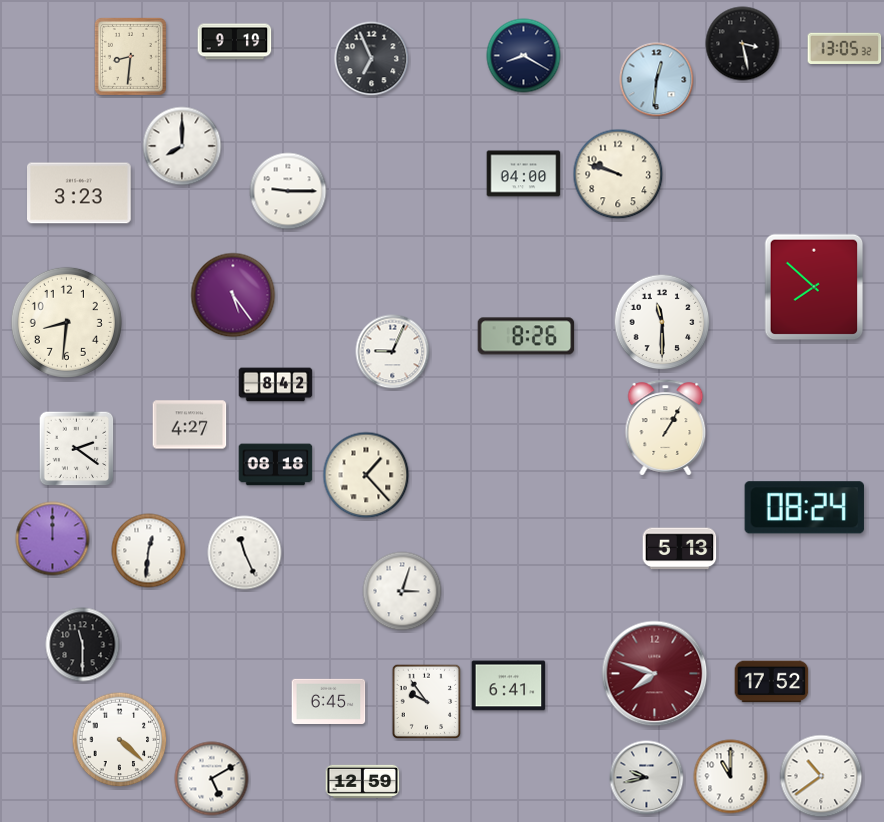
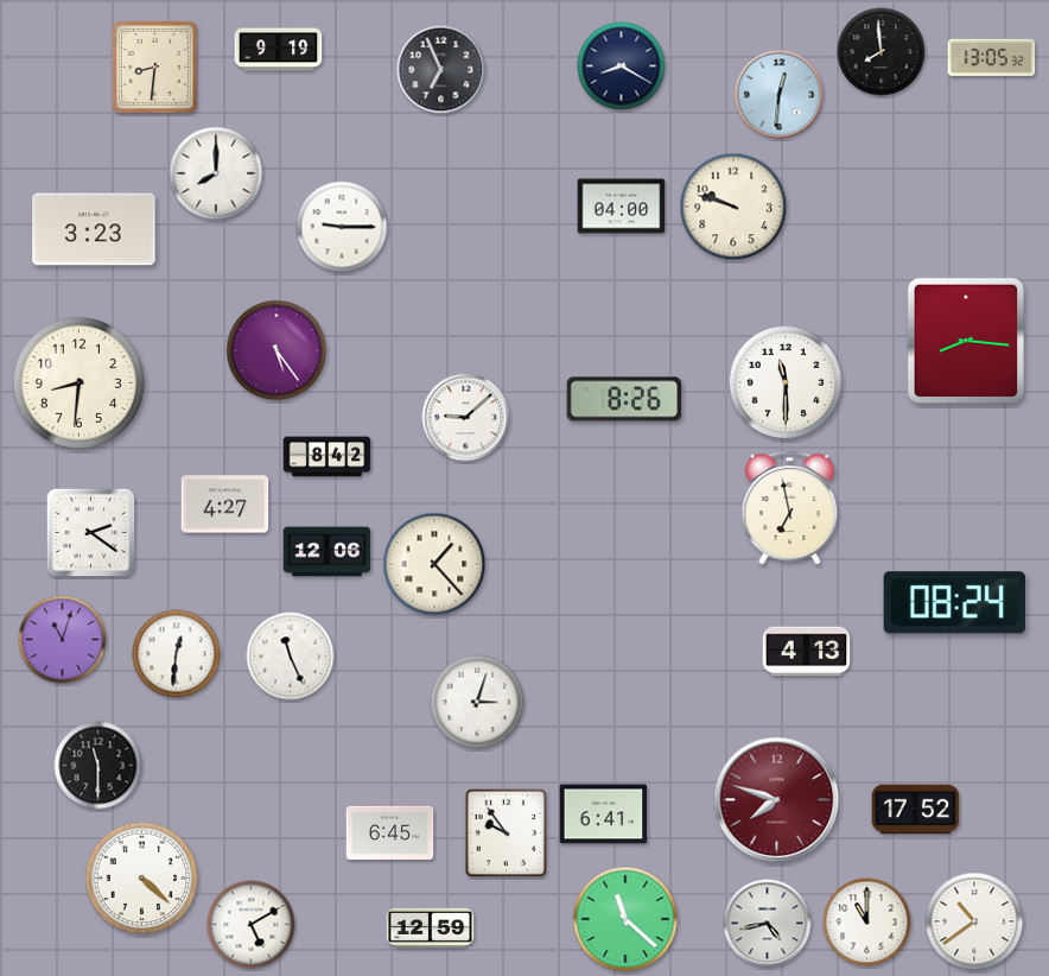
clock at (743, 44): 3:28 -> 7:59
clock at (845, 48) position: (845, 48) -> (992, 57)
clock at (814, 287): 7:52 -> 8:16
clock at (393, 352): 9:04 -> 9:08
clock at (666, 428): 1:05 -> 6:58
clock at (276, 465): 08:18 -> 12:06
clock at (53, 539): 12:00 -> 11:03
clock at (680, 549): 5:13 -> 4:13
clock at (625, 919): none -> 11:22
clock at (647, 778): 9:43 -> 4:43
